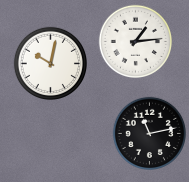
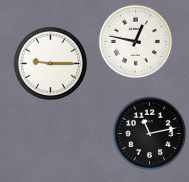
clock at (135, 41): 1:14 -> 12:47
clock at (50, 63): 10:02 -> 9:15
